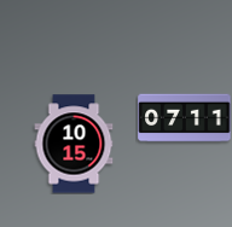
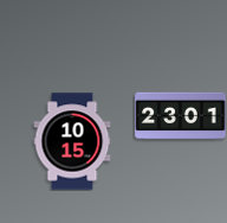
clock at (185, 118): 07:11 -> 23:01
